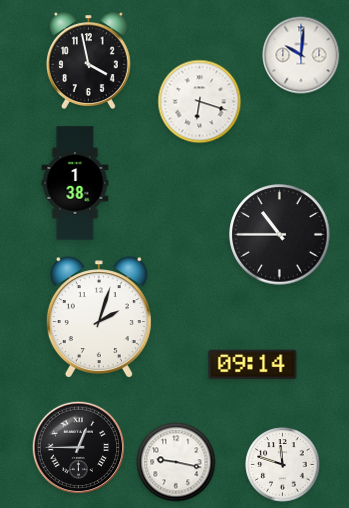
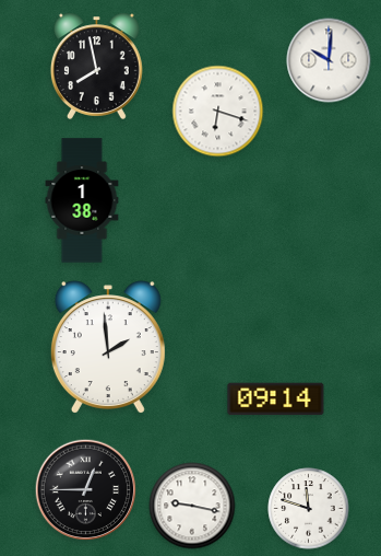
clock at (88, 60): 3:58 -> 7:58
clock at (280, 235): 10:45 -> none
clock at (99, 317): 2:03 -> 1:59
